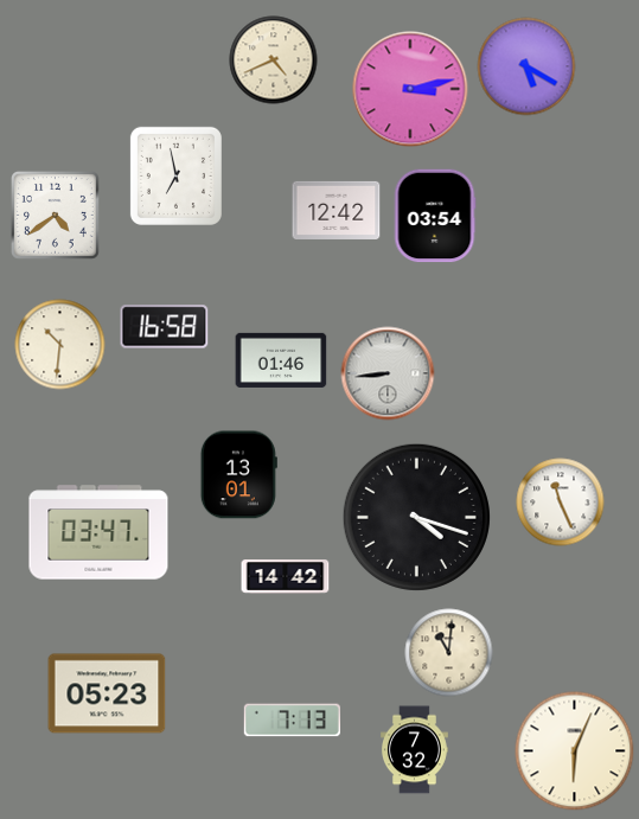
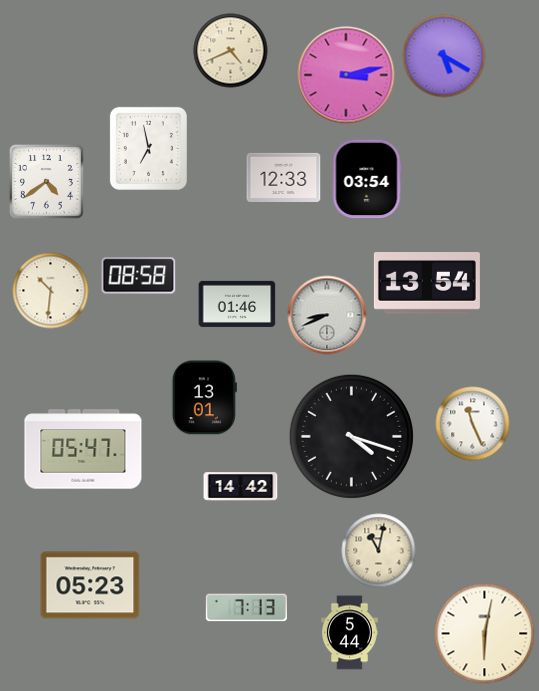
clock at (337, 210): 12:42 -> 12:33
clock at (435, 216) position: (435, 216) -> (367, 179)
clock at (165, 327): 16:58 -> 08:58
clock at (427, 284): none -> 13:54
clock at (388, 373): 8:44 -> 8:41
clock at (238, 475) position: (238, 475) -> (204, 398)
clock at (98, 532): 03:47 -> 05:47
clock at (449, 653): 11:01 -> 11:02
clock at (414, 750): 7:32 -> 5:44
clock at (575, 751): 6:04 -> 6:02
